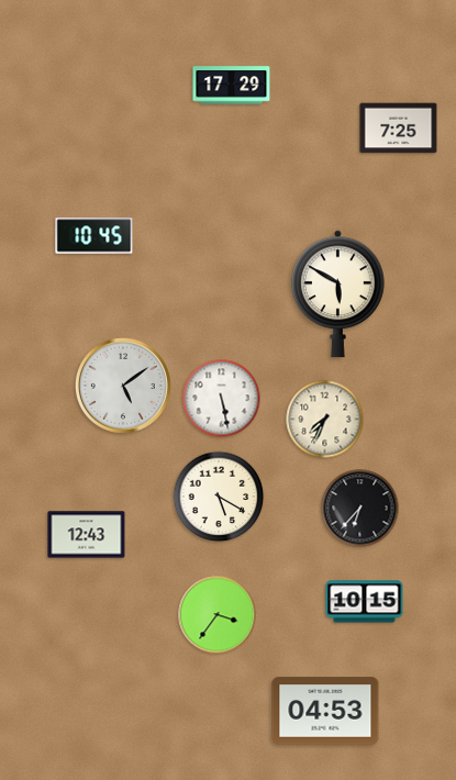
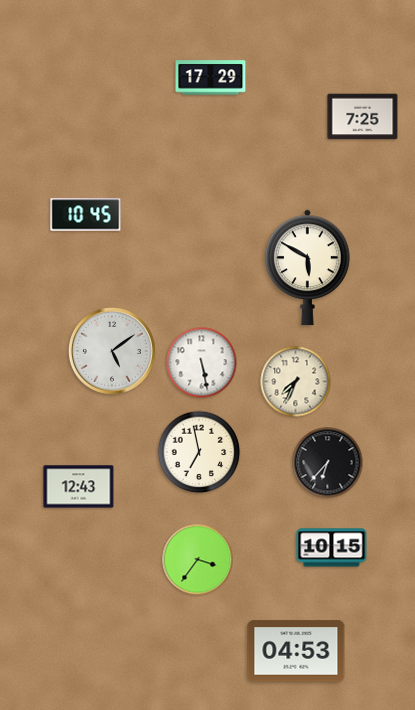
clock at (219, 497): 5:20 -> 6:58
clock at (325, 711) position: (325, 711) -> (296, 651)
